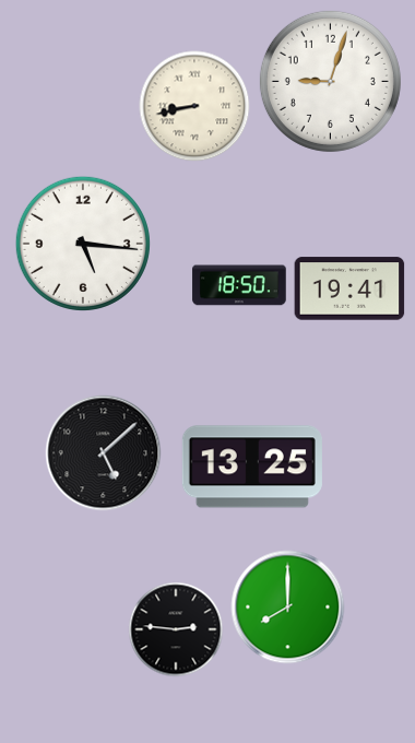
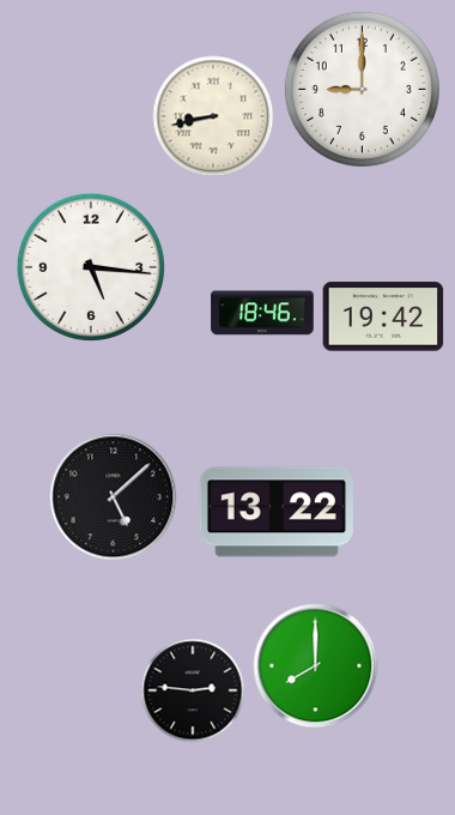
clock at (330, 81): 9:03 -> 9:00
clock at (239, 285): 18:50 -> 18:46
clock at (349, 288): 19:41 -> 19:42
clock at (252, 467): 13:25 -> 13:22
